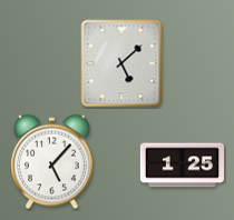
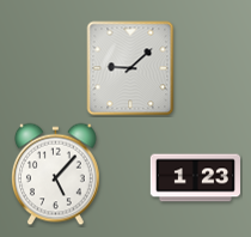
clock at (121, 63): 5:08 -> 9:08
clock at (182, 166): 1:25 -> 1:23
